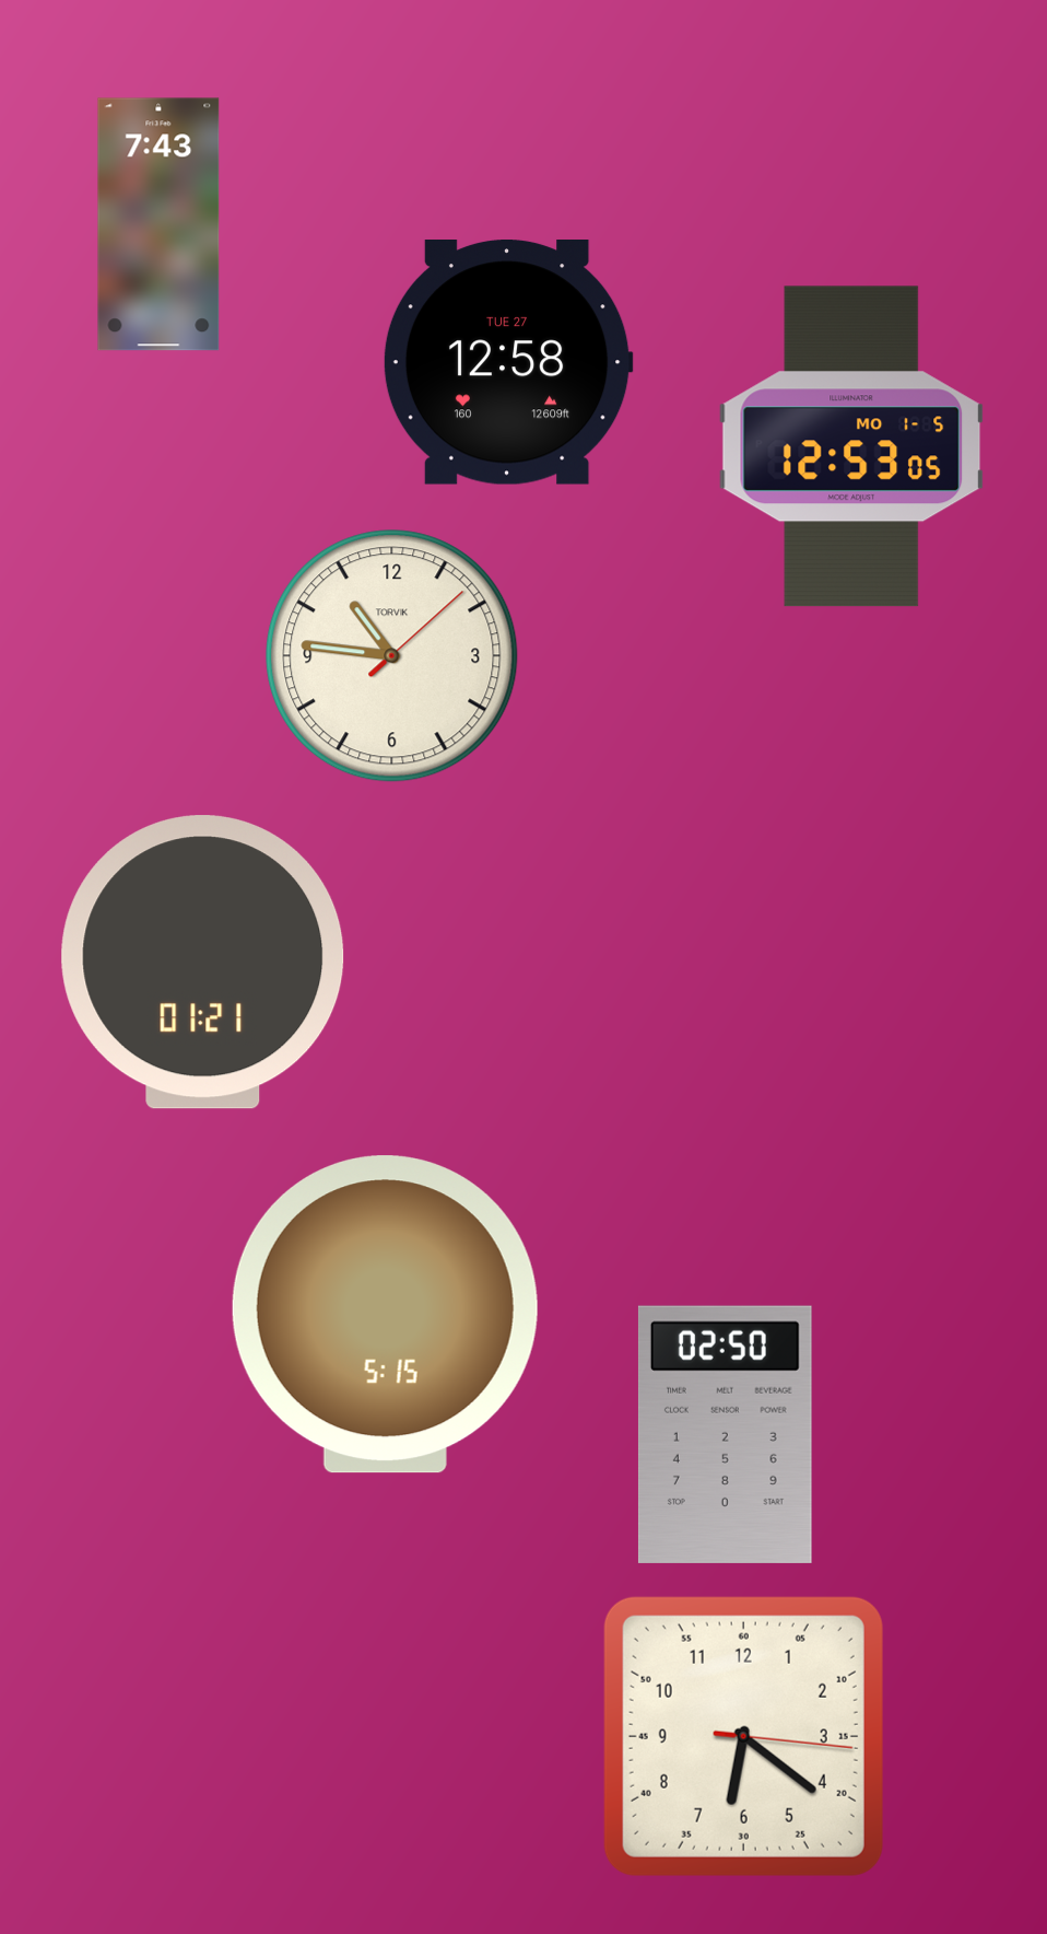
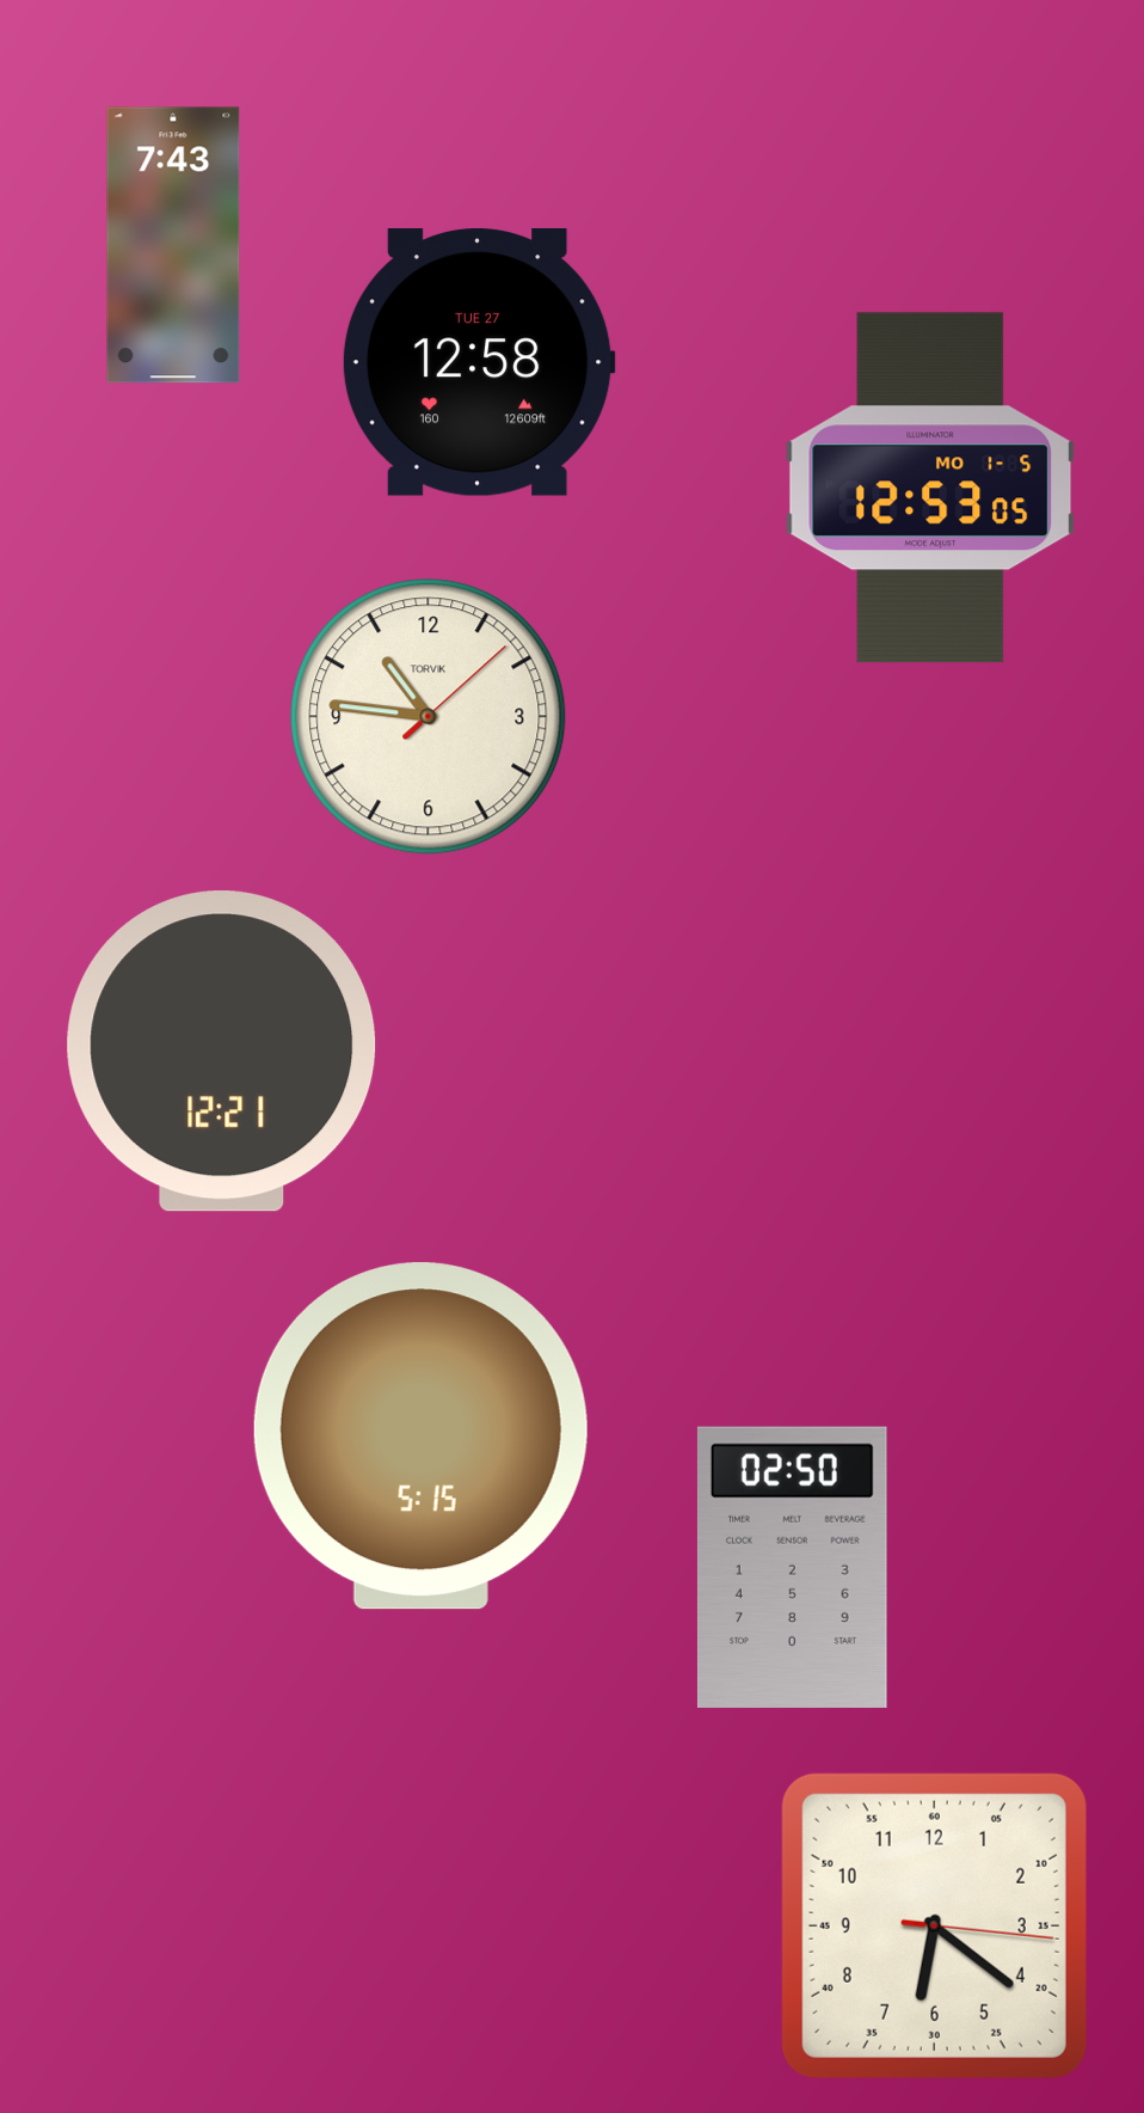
clock at (508, 363) position: (508, 363) -> (479, 363)
clock at (203, 963): 01:21 -> 12:21
clock at (743, 1736) position: (743, 1736) -> (934, 1925)
